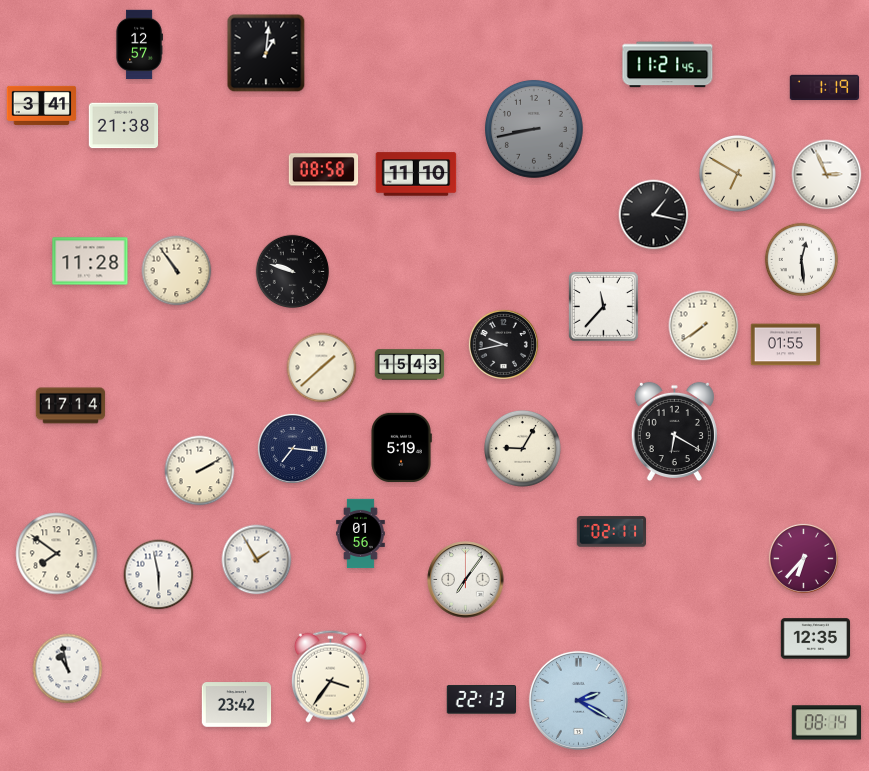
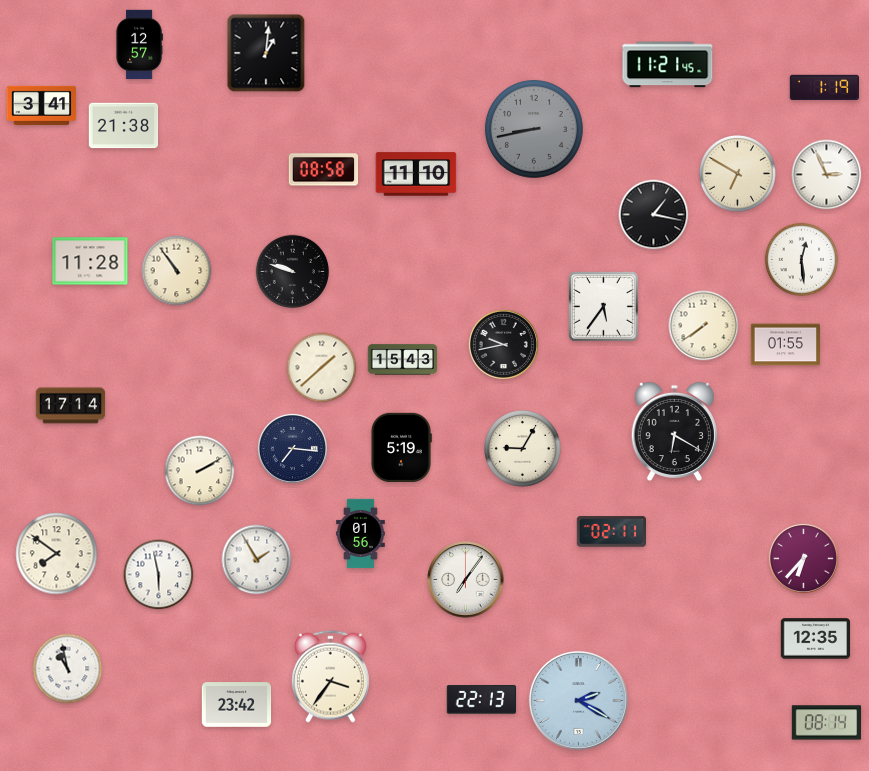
clock at (604, 307): 11:37 -> 5:36
clock at (410, 365) position: (410, 365) -> (403, 360)
